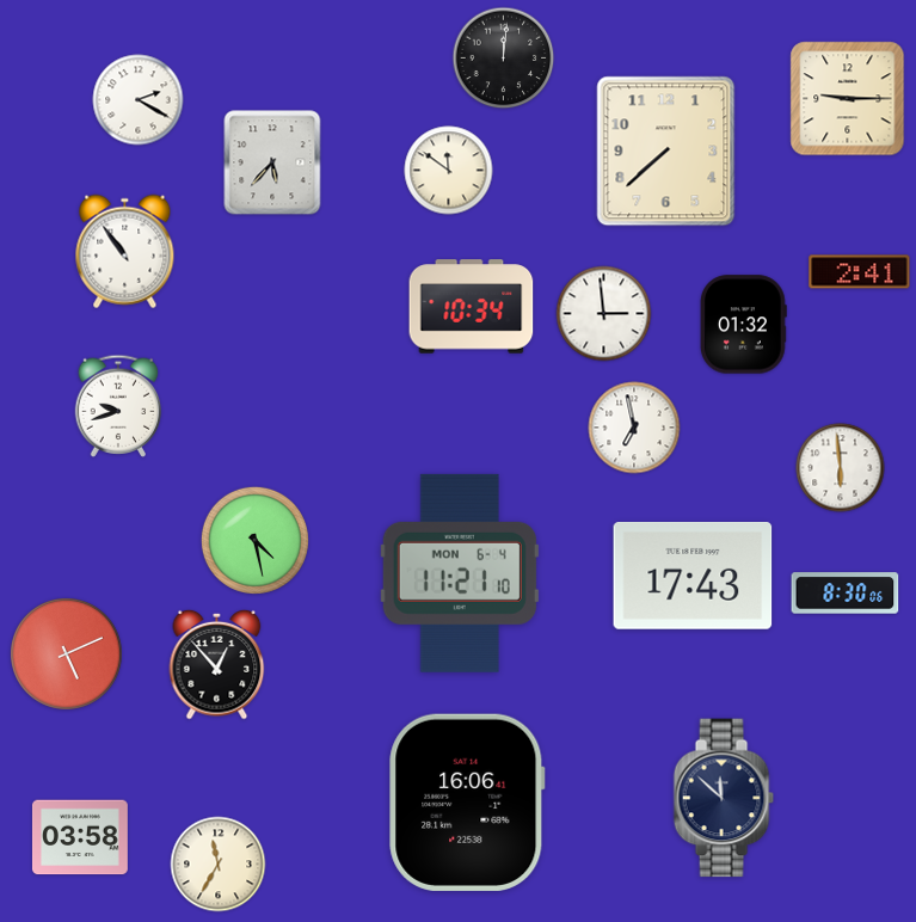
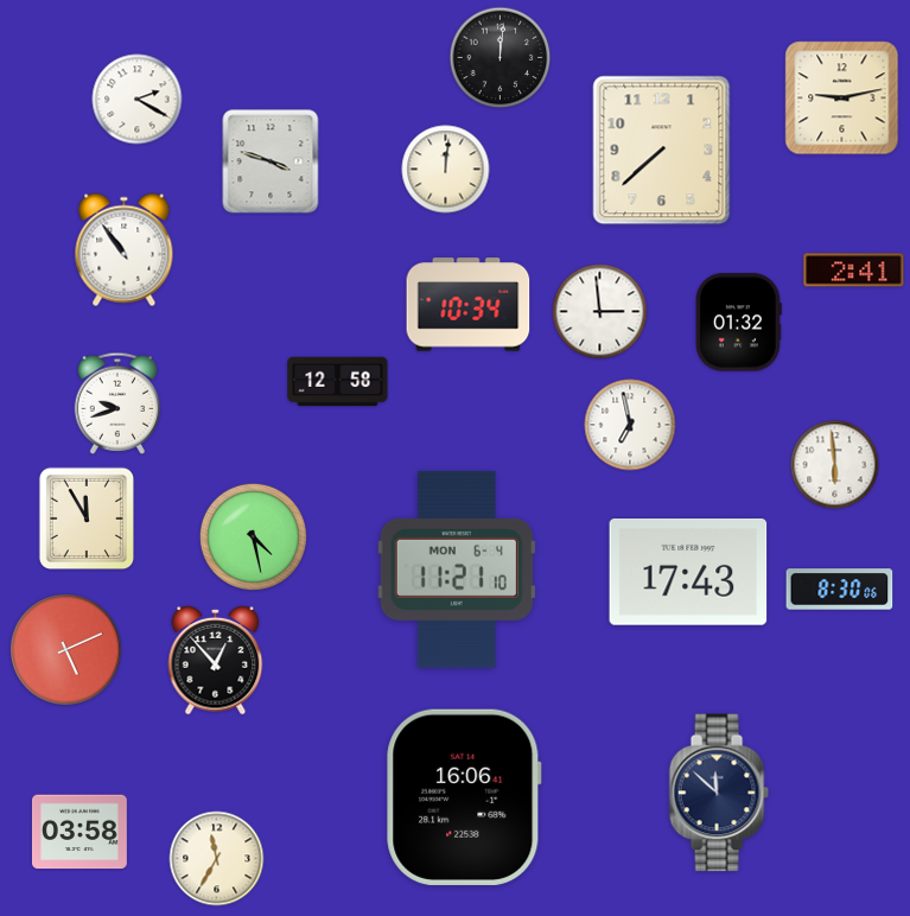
clock at (848, 99): 9:15 -> 9:13
clock at (272, 162): 5:37 -> 3:48
clock at (449, 171): 11:51 -> 12:01
clock at (338, 382): none -> 12:58
clock at (85, 517): none -> 11:55
